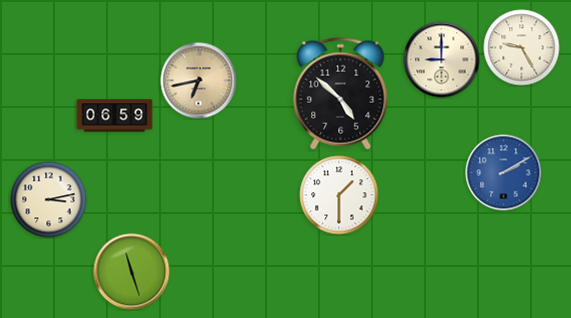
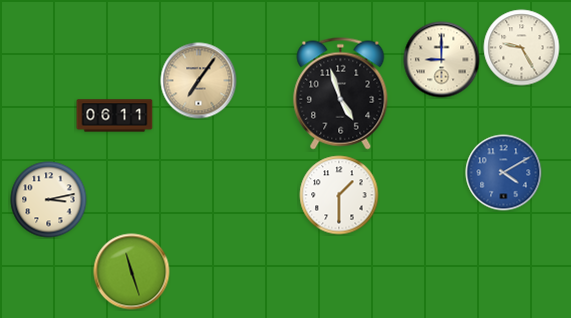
clock at (199, 81): 6:43 -> 7:06
clock at (341, 94): 4:52 -> 4:57
clock at (115, 116): 06:59 -> 06:11
clock at (504, 173): 2:10 -> 4:10
